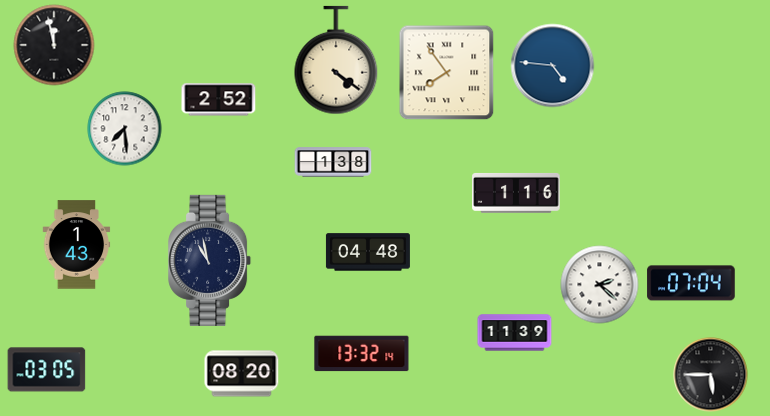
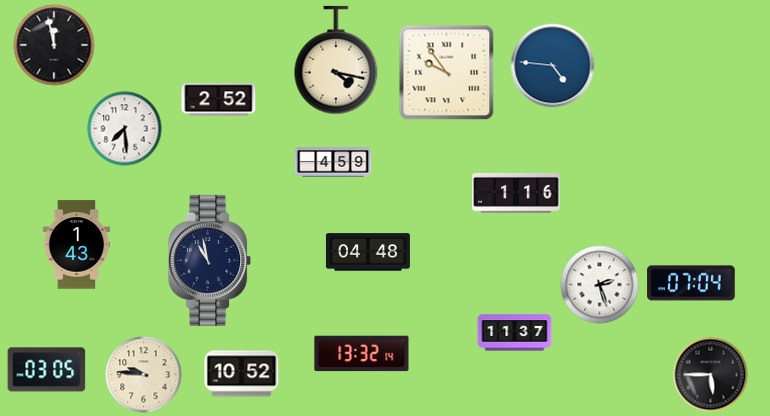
clock at (336, 60): 4:21 -> 4:17
clock at (447, 73): 7:54 -> 9:54
clock at (333, 162): 1:38 -> 4:59
clock at (600, 285): 2:22 -> 2:27
clock at (515, 333): 11:39 -> 11:37
clock at (242, 374): 08:20 -> 10:52
clock at (144, 375): none -> 9:46
